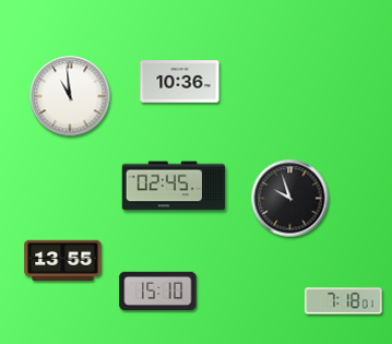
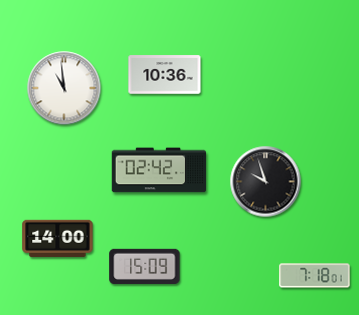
clock at (174, 186): 02:45 -> 02:42
clock at (63, 260): 13:55 -> 14:00
clock at (158, 290): 15:10 -> 15:09
